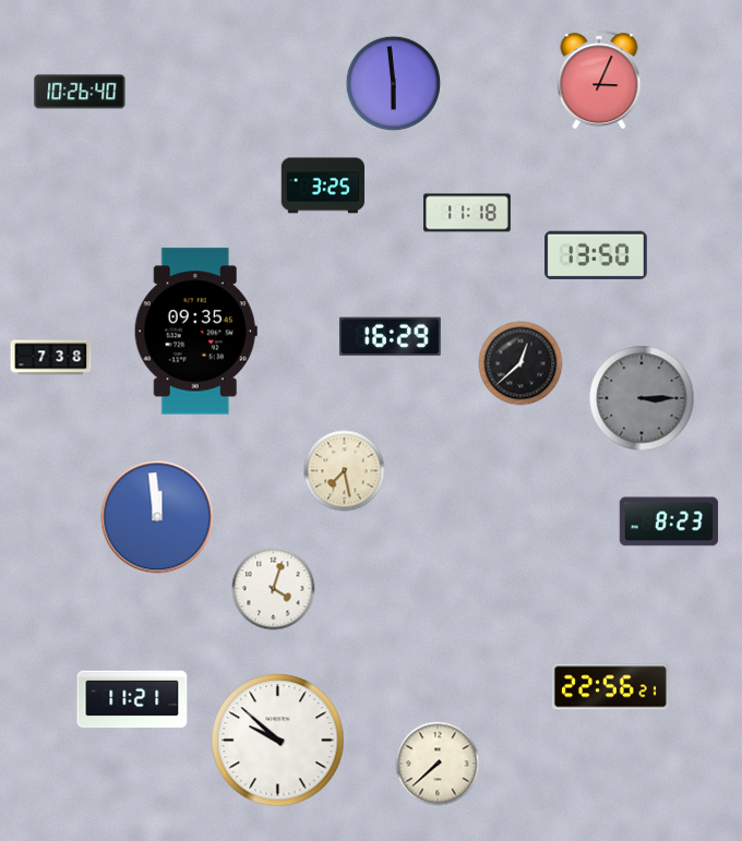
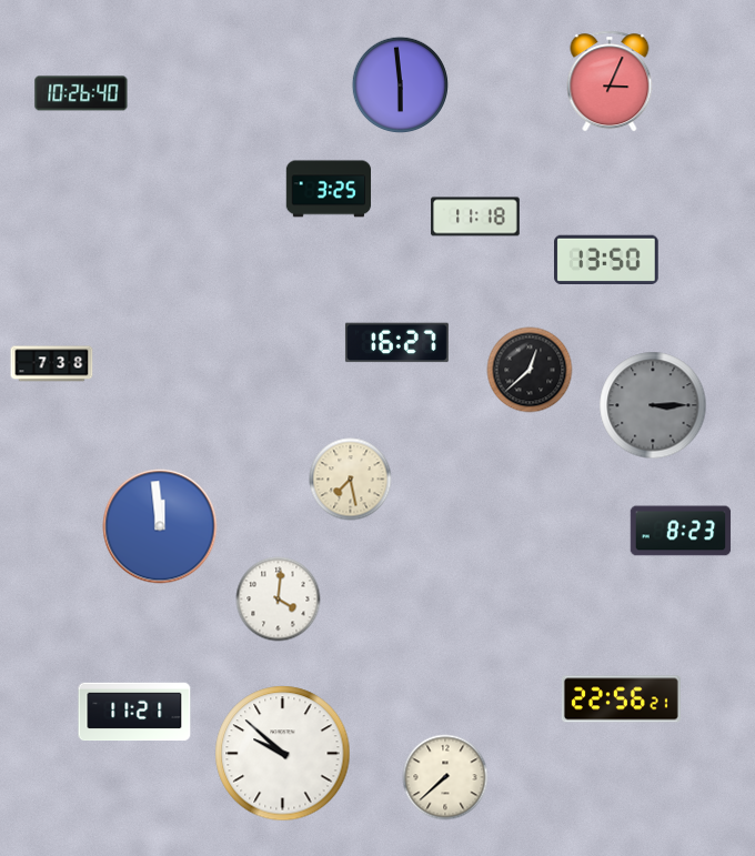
clock at (195, 332): 09:35 -> none
clock at (390, 337): 16:29 -> 16:27
clock at (274, 589): 4:03 -> 4:01
